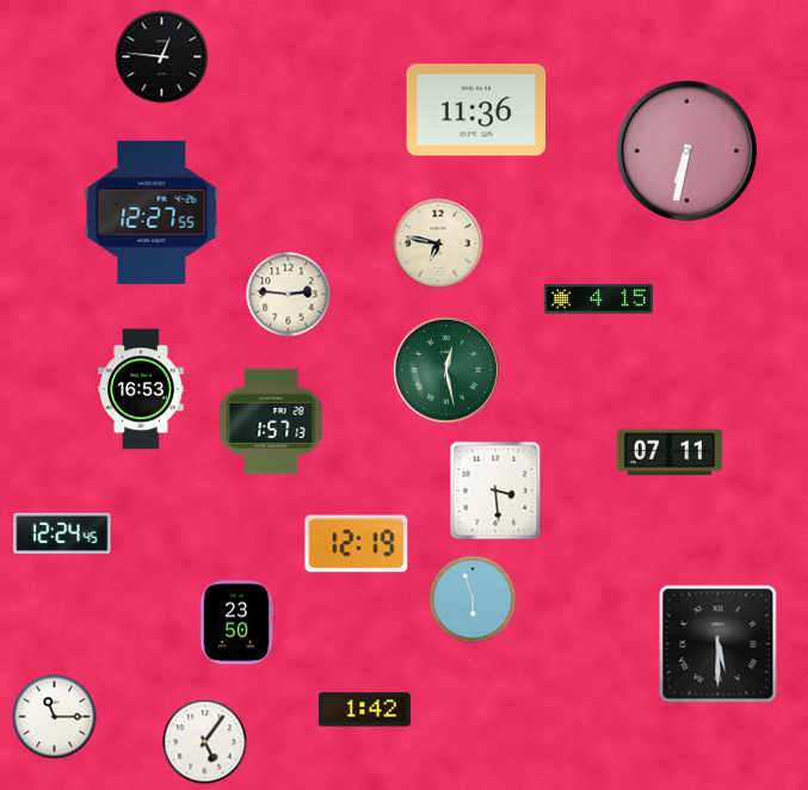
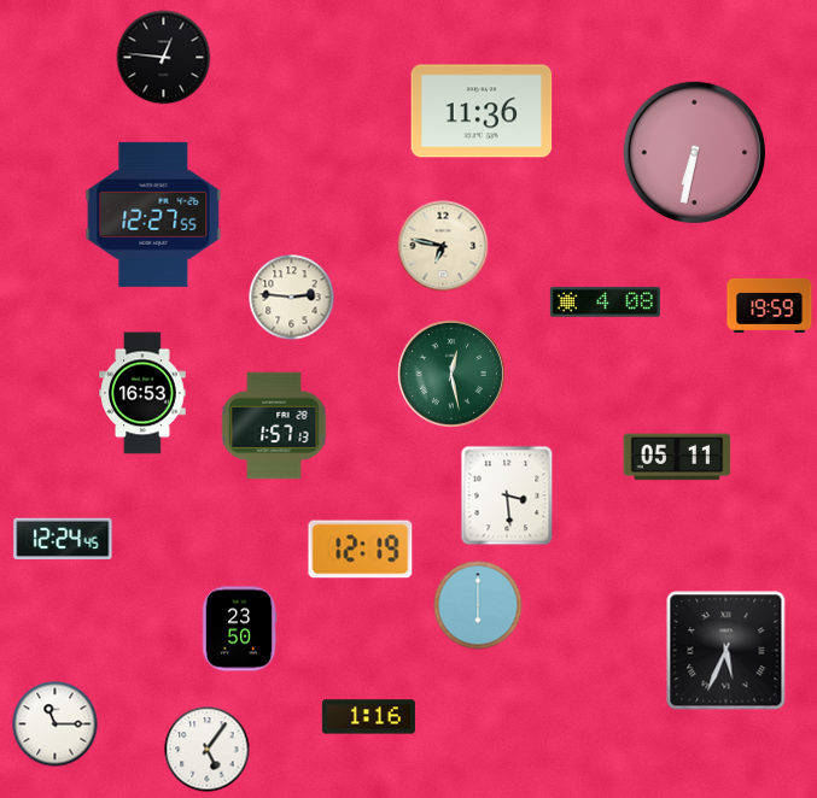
clock at (598, 300): 4:15 -> 4:08
clock at (770, 305): none -> 19:59
clock at (670, 452): 07:11 -> 05:11
clock at (495, 490) position: (495, 490) -> (507, 495)
clock at (473, 599): 5:57 -> 6:00
clock at (718, 644): 5:30 -> 5:34
clock at (364, 710): 1:42 -> 1:16
